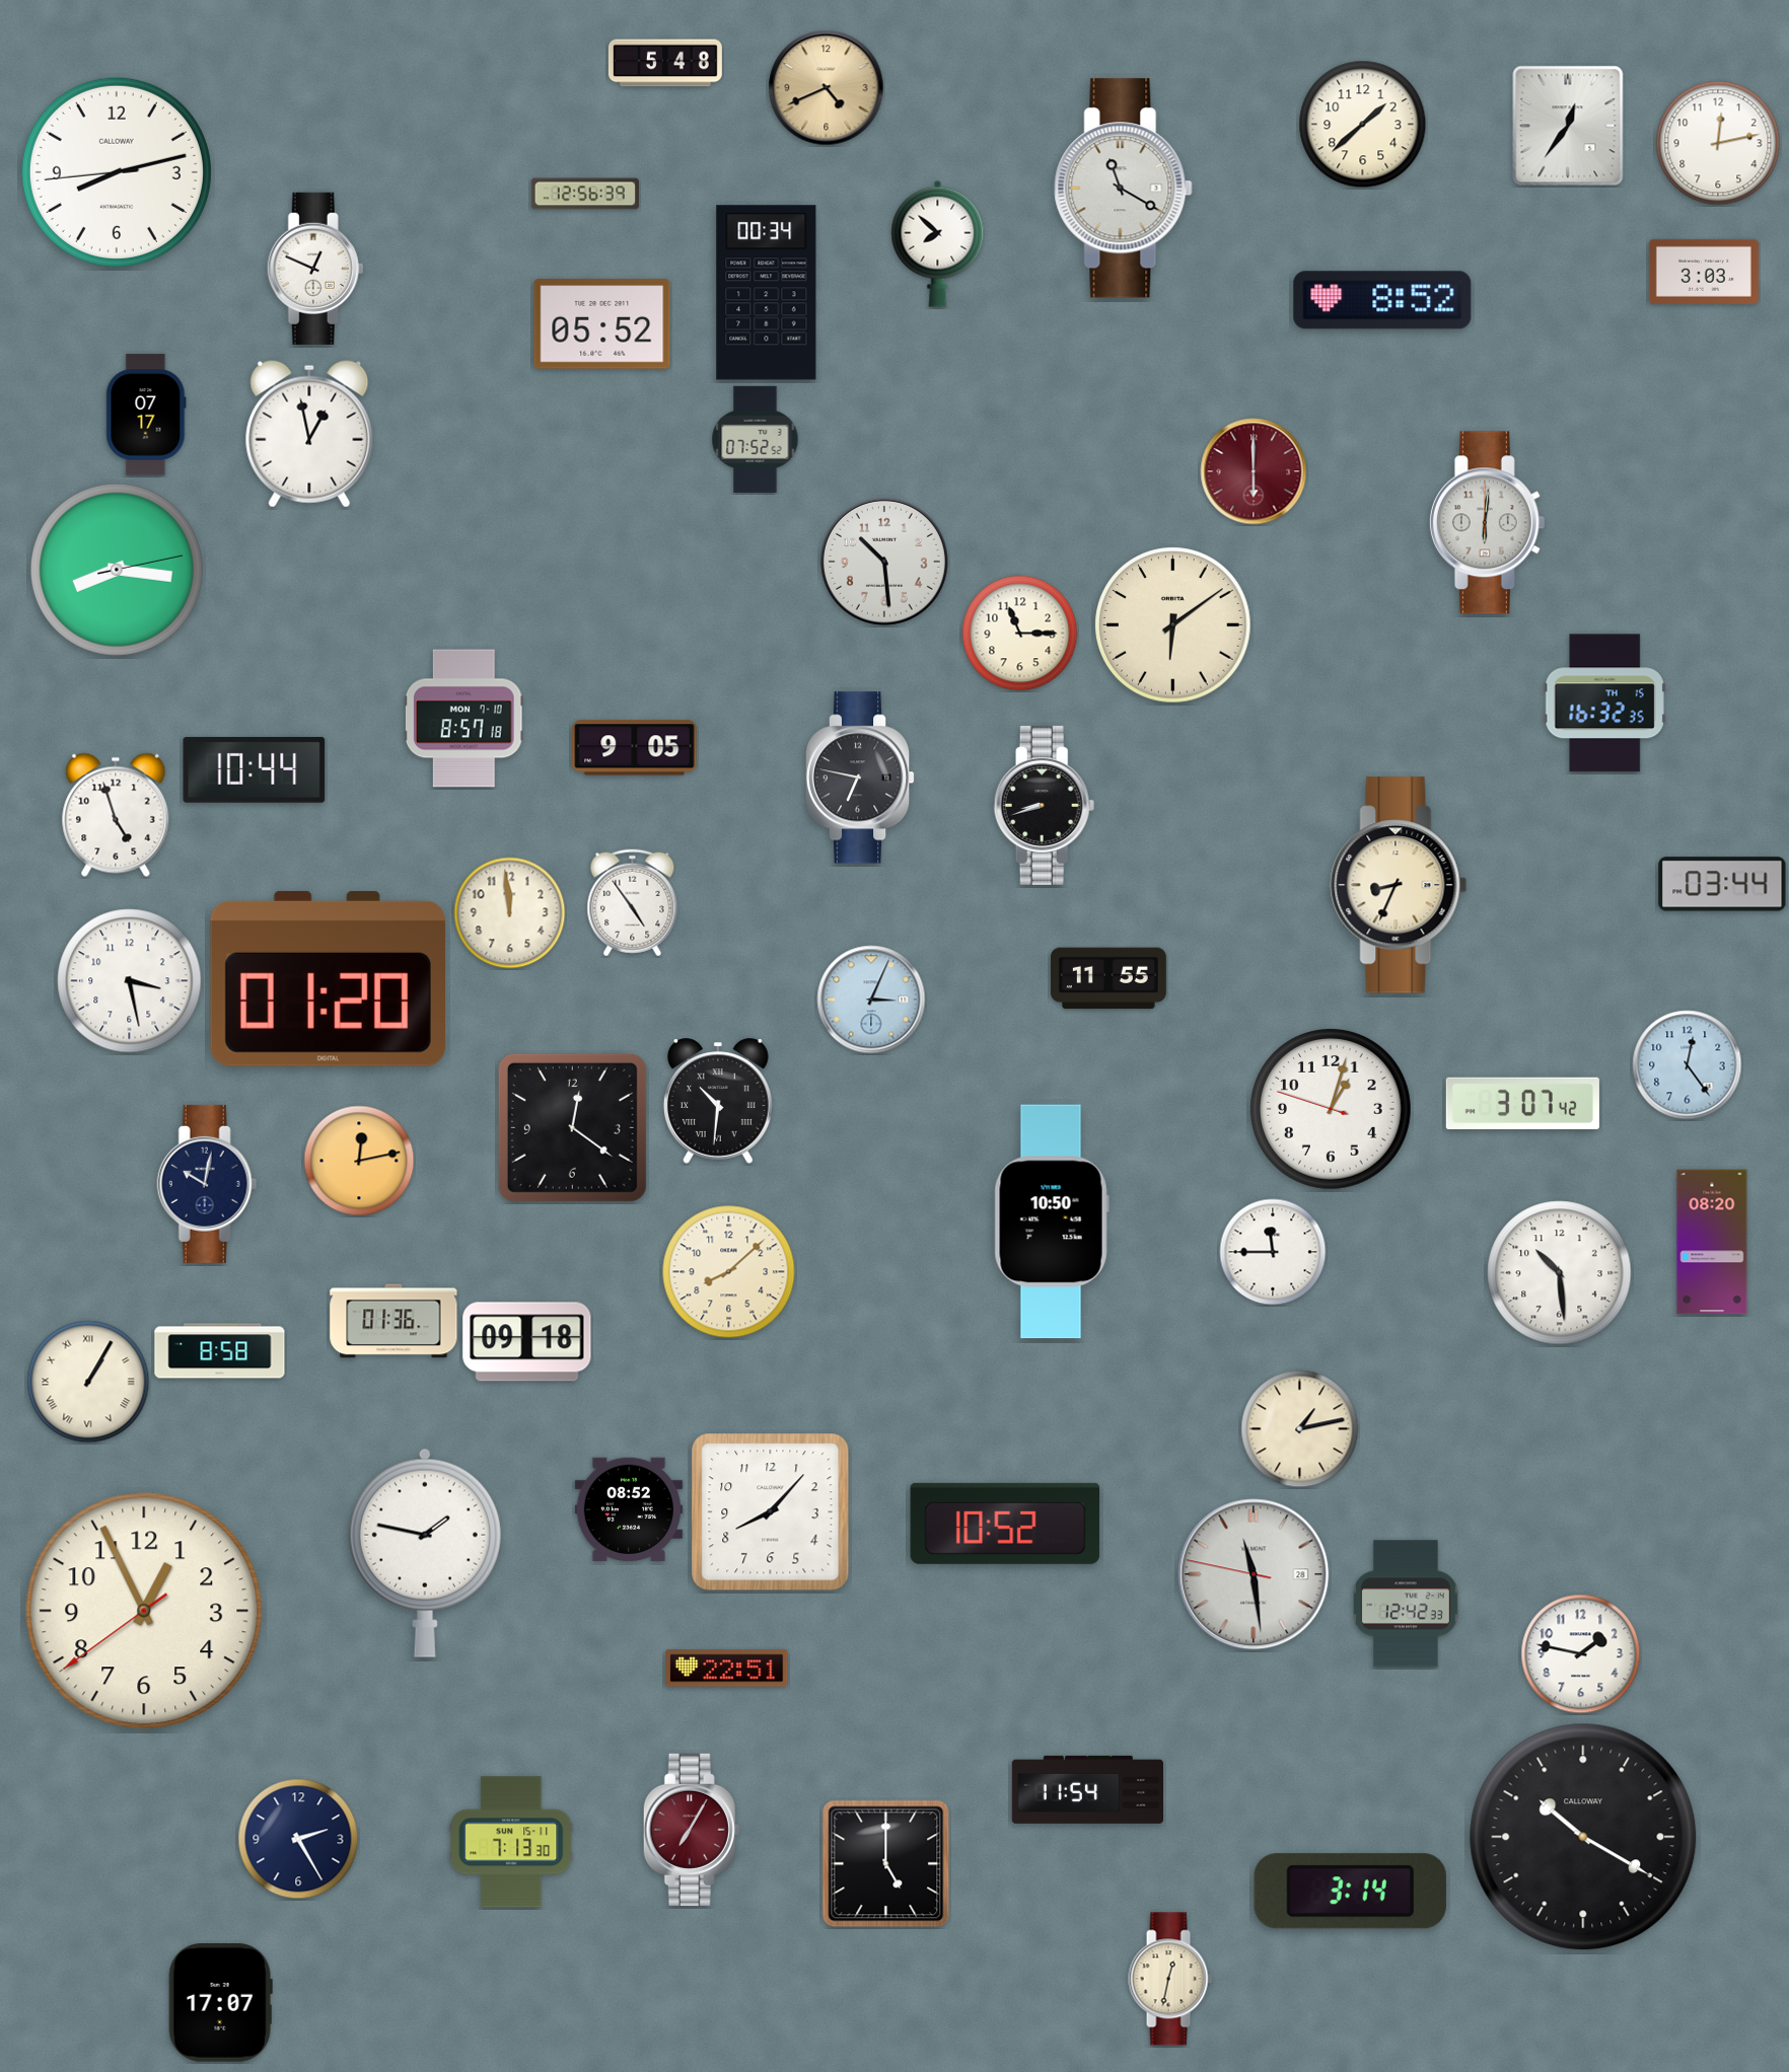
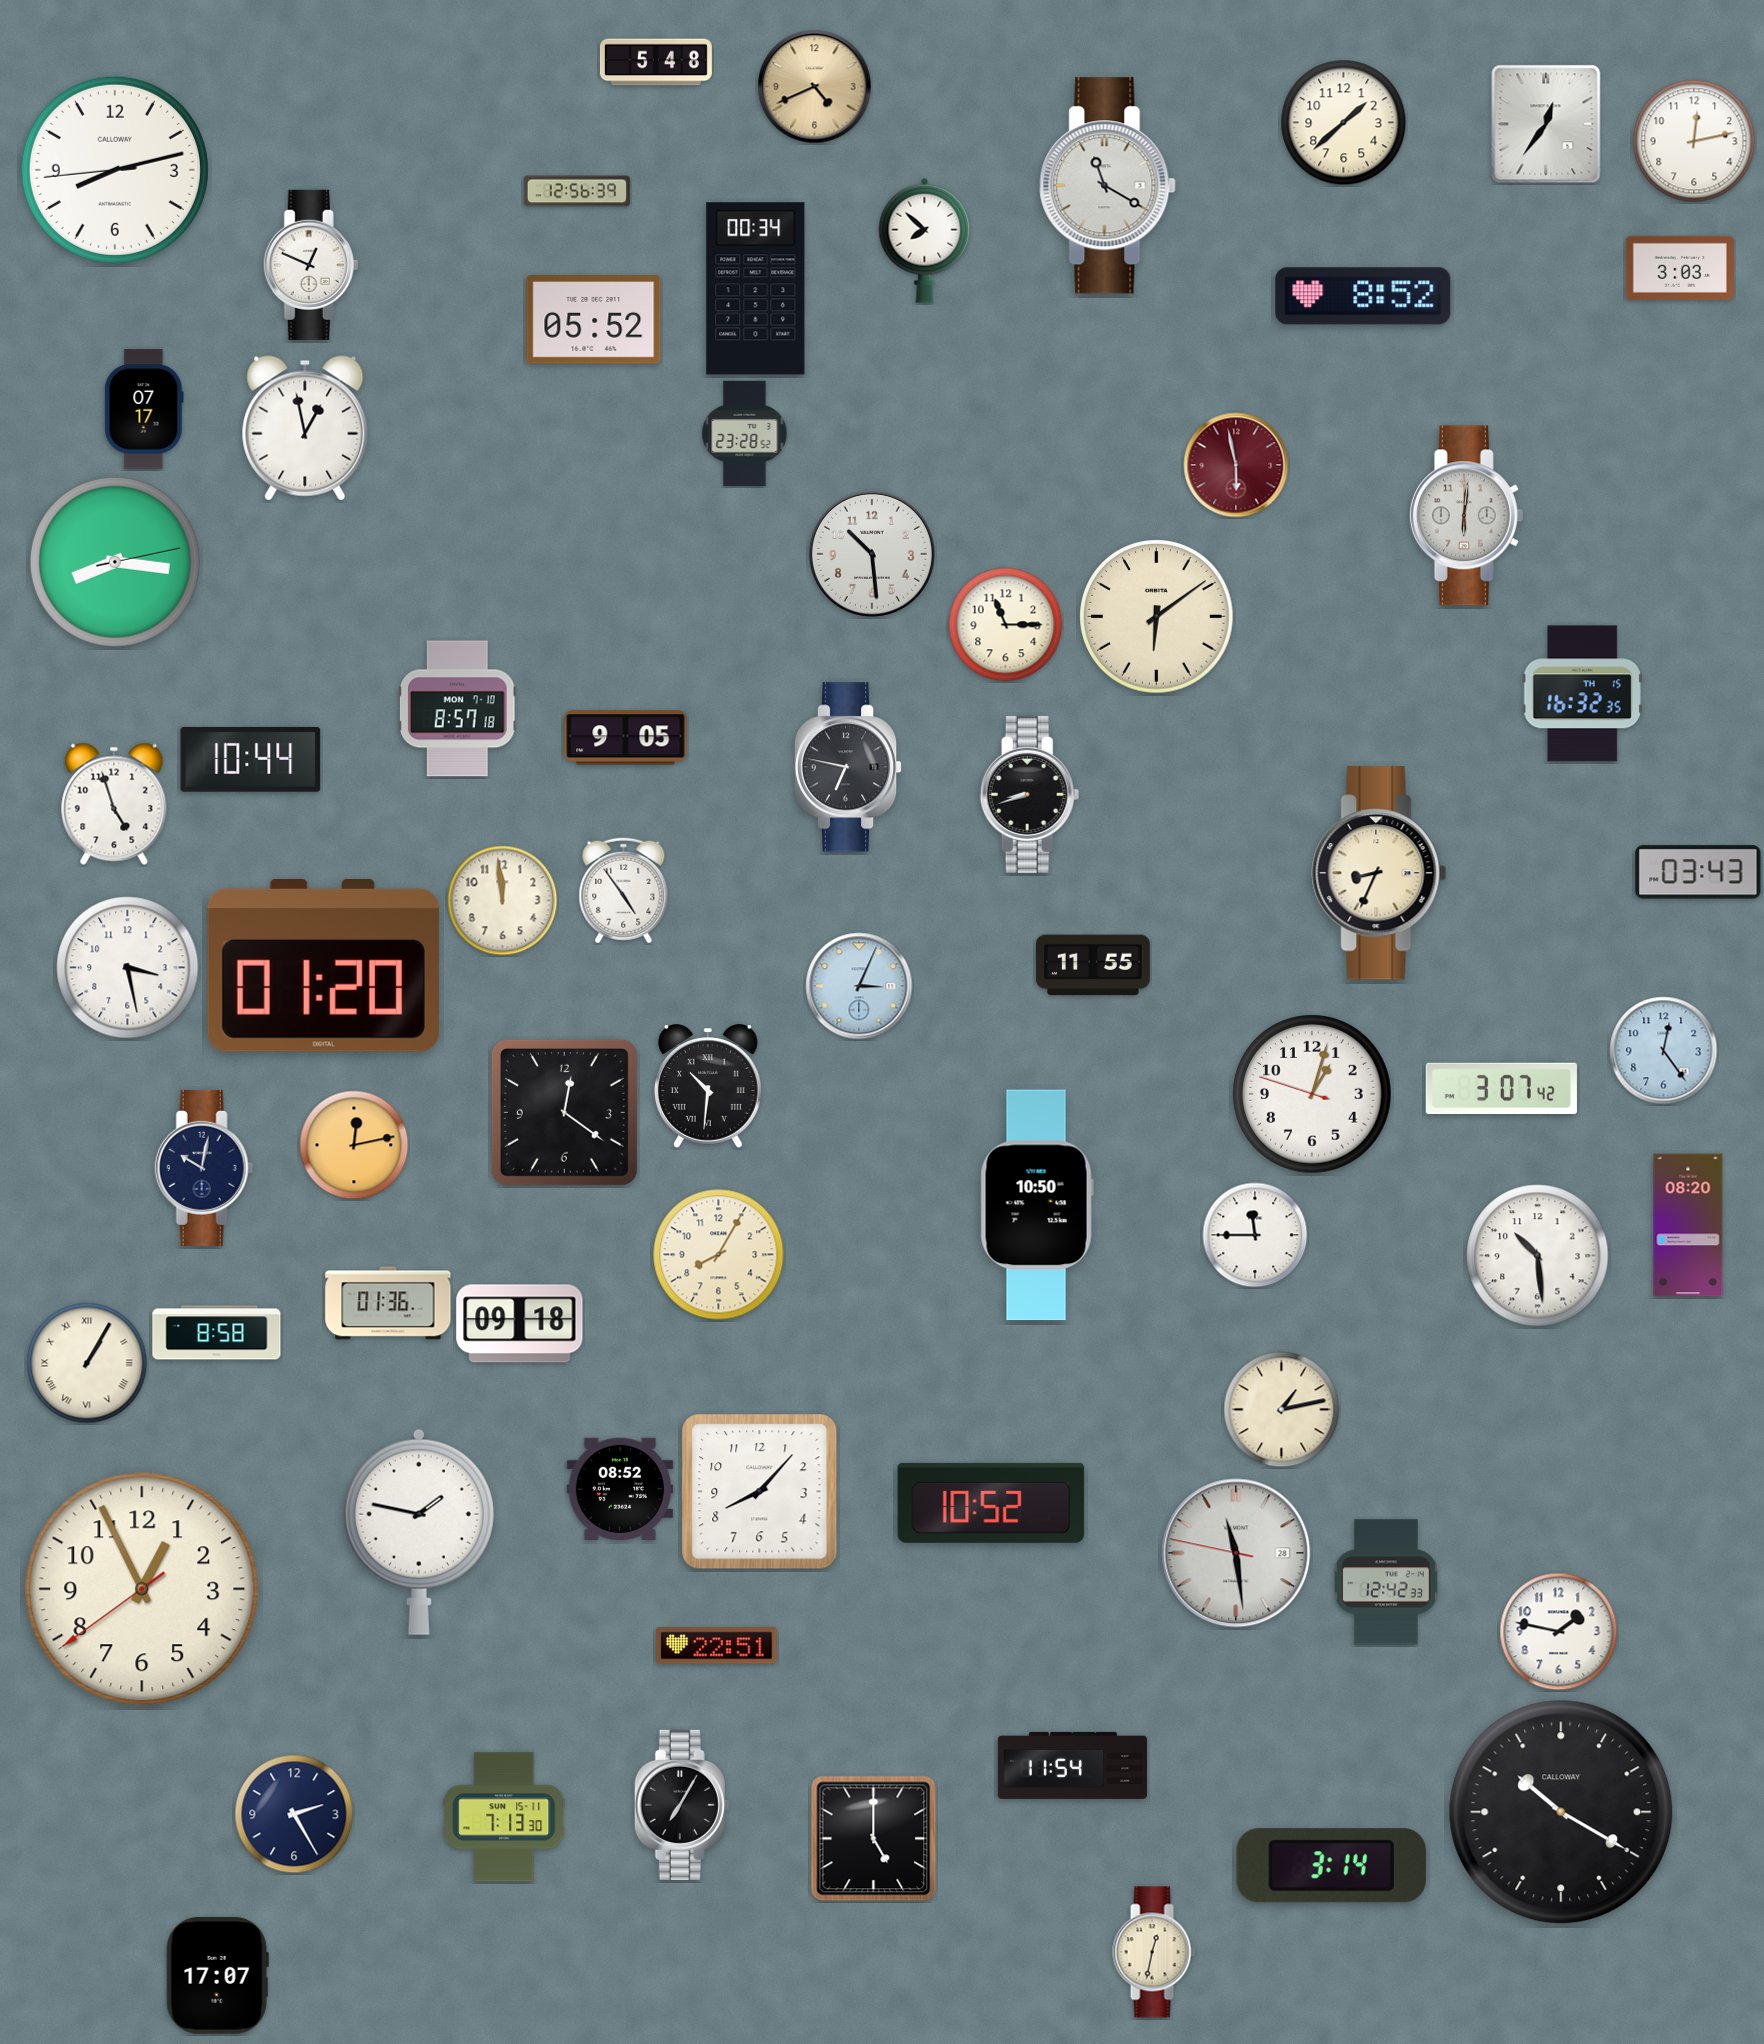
clock at (756, 439): 07:52 -> 23:28
clock at (1254, 471): 6:00 -> 5:58
clock at (1722, 884): 03:44 -> 03:43
clock at (729, 1272): 8:08 -> 8:05
clock at (692, 1830) dial: burgundy -> black
